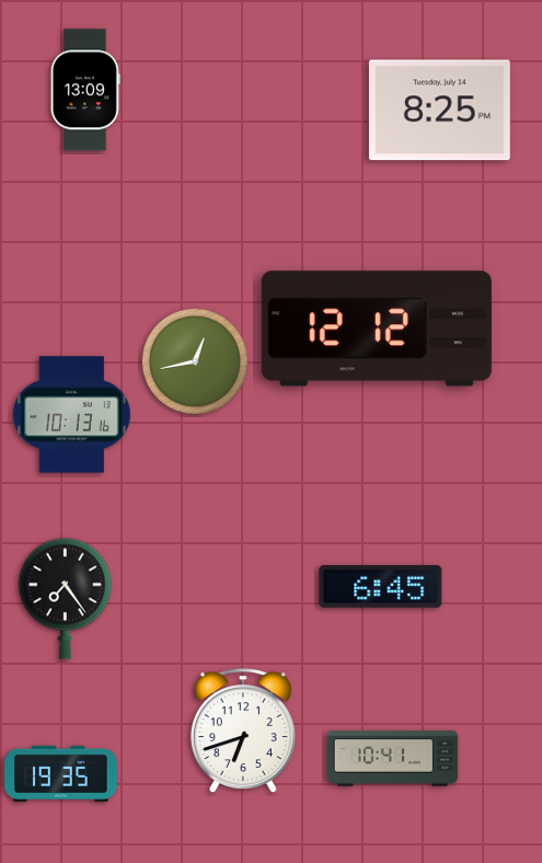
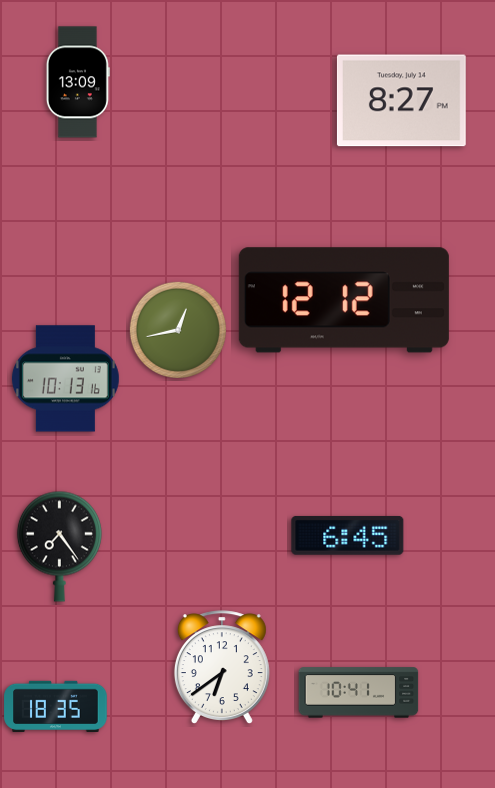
clock at (439, 111): 8:25 -> 8:27
clock at (243, 730): 6:42 -> 6:39
clock at (61, 773): 19:35 -> 18:35
